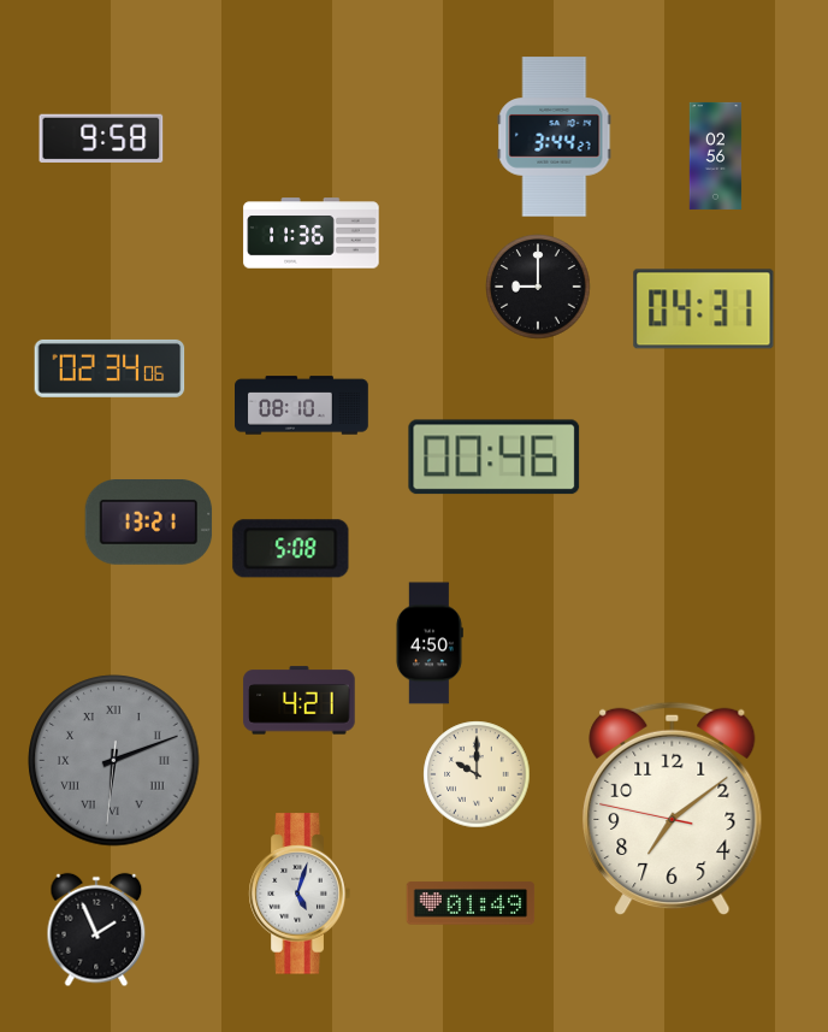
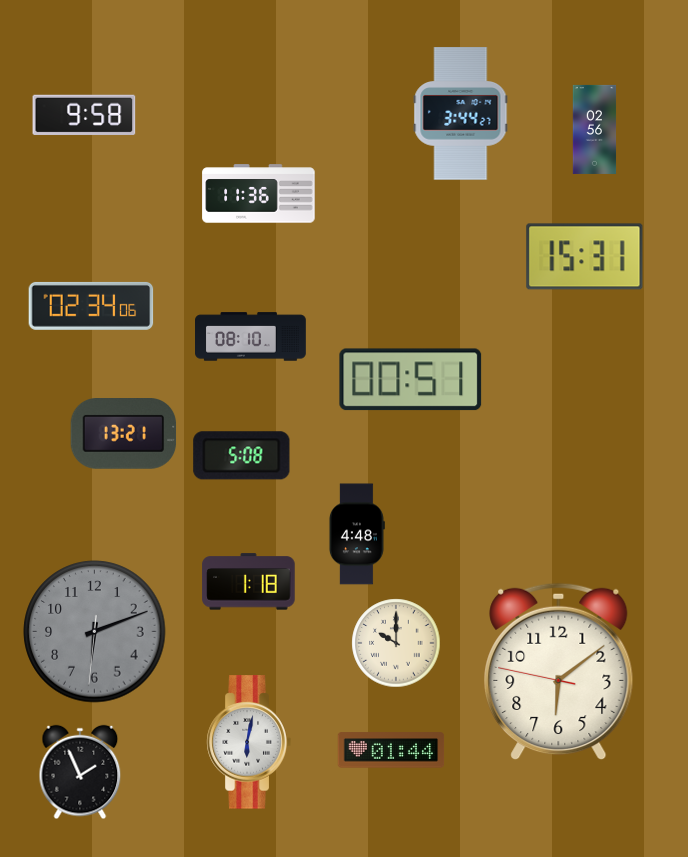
clock at (538, 287): 9:00 -> none
clock at (704, 309): 04:31 -> 15:31
clock at (495, 458): 00:46 -> 00:51
clock at (428, 643): 4:50 -> 4:48
clock at (300, 701): 4:21 -> 1:18
clock at (114, 761) numerals: Roman -> Arabic
clock at (673, 809): 7:08 -> 6:08
clock at (300, 894): 5:03 -> 6:02
clock at (471, 903): 01:49 -> 01:44
